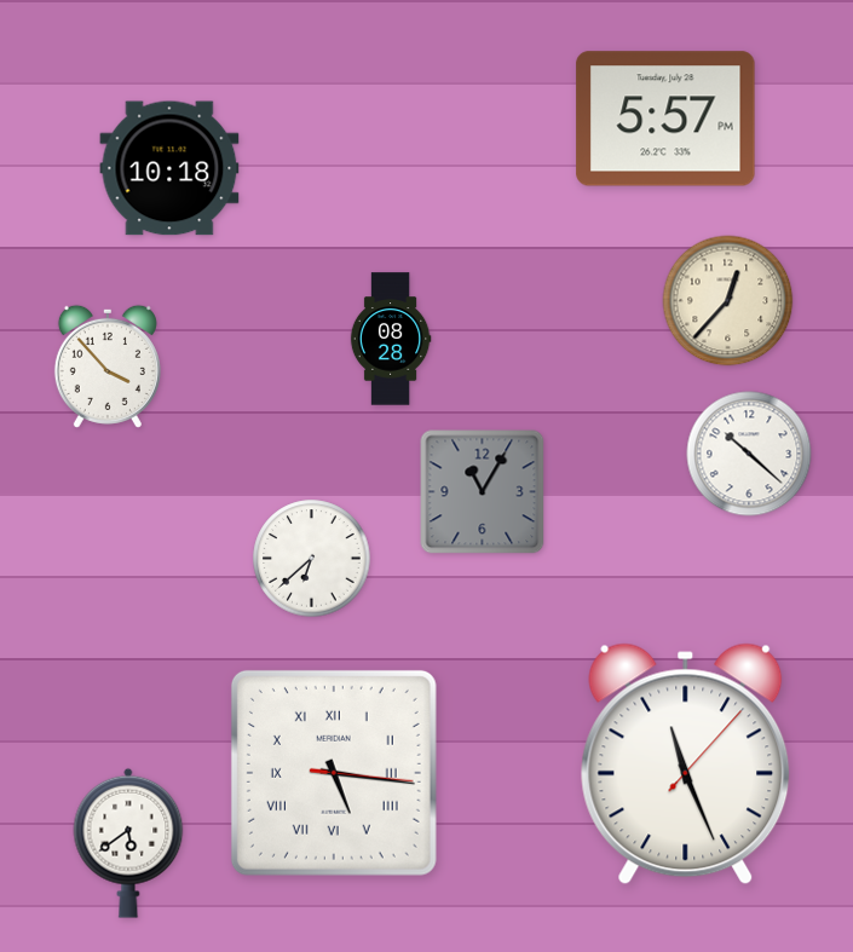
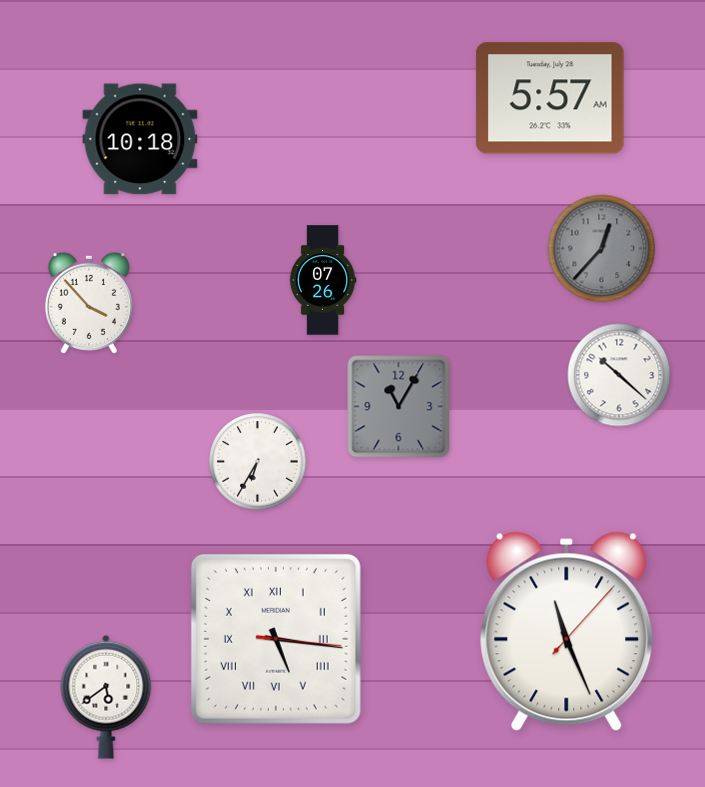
clock at (665, 119): 5:57 PM -> 5:57 AM
clock at (728, 301) dial: cream -> grey
clock at (391, 339): 08:28 -> 07:26
clock at (312, 559): 6:38 -> 6:35
